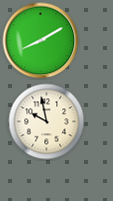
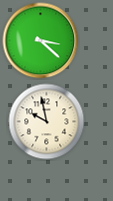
clock at (41, 41): 8:10 -> 3:22
